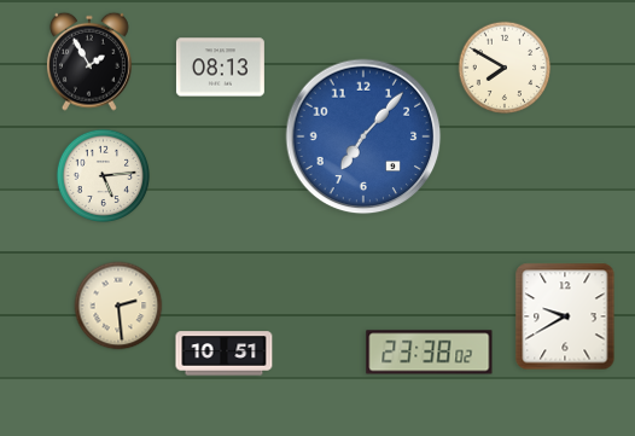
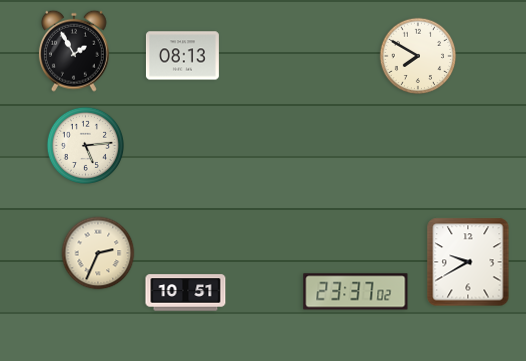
clock at (363, 136): 7:07 -> none
clock at (118, 306): 2:29 -> 2:34
clock at (430, 353): 23:38 -> 23:37
